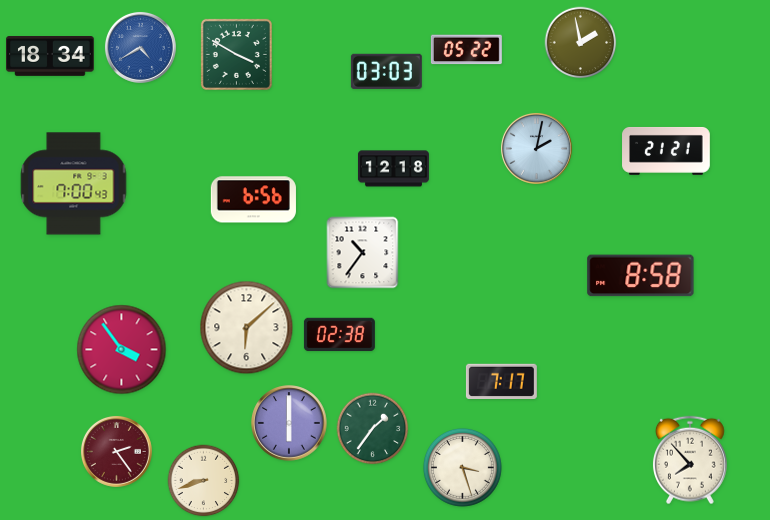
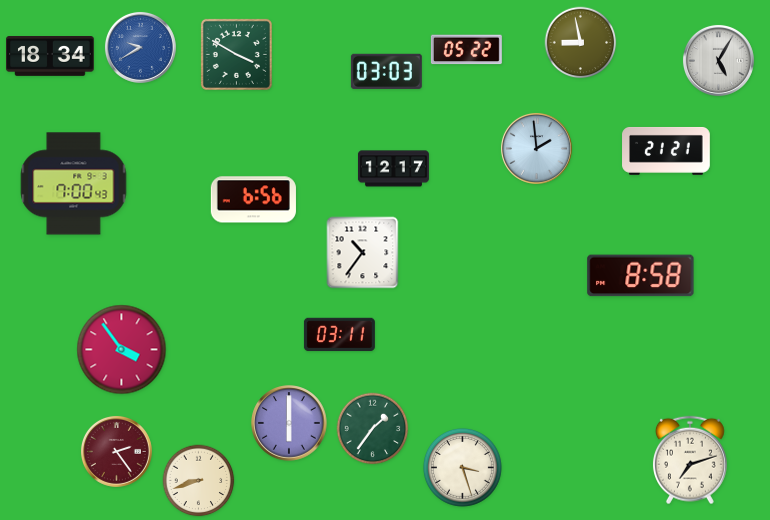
clock at (581, 43): 1:58 -> 8:58
clock at (140, 47): 4:40 -> 9:40
clock at (718, 60): none -> 5:05
clock at (536, 148): 2:02 -> 1:59
clock at (393, 169): 12:18 -> 12:17
clock at (247, 328): 6:08 -> none
clock at (339, 335): 02:38 -> 03:11
clock at (501, 382): 7:17 -> none
clock at (690, 460): 7:53 -> 7:12
clock at (204, 481) position: (204, 481) -> (199, 481)
